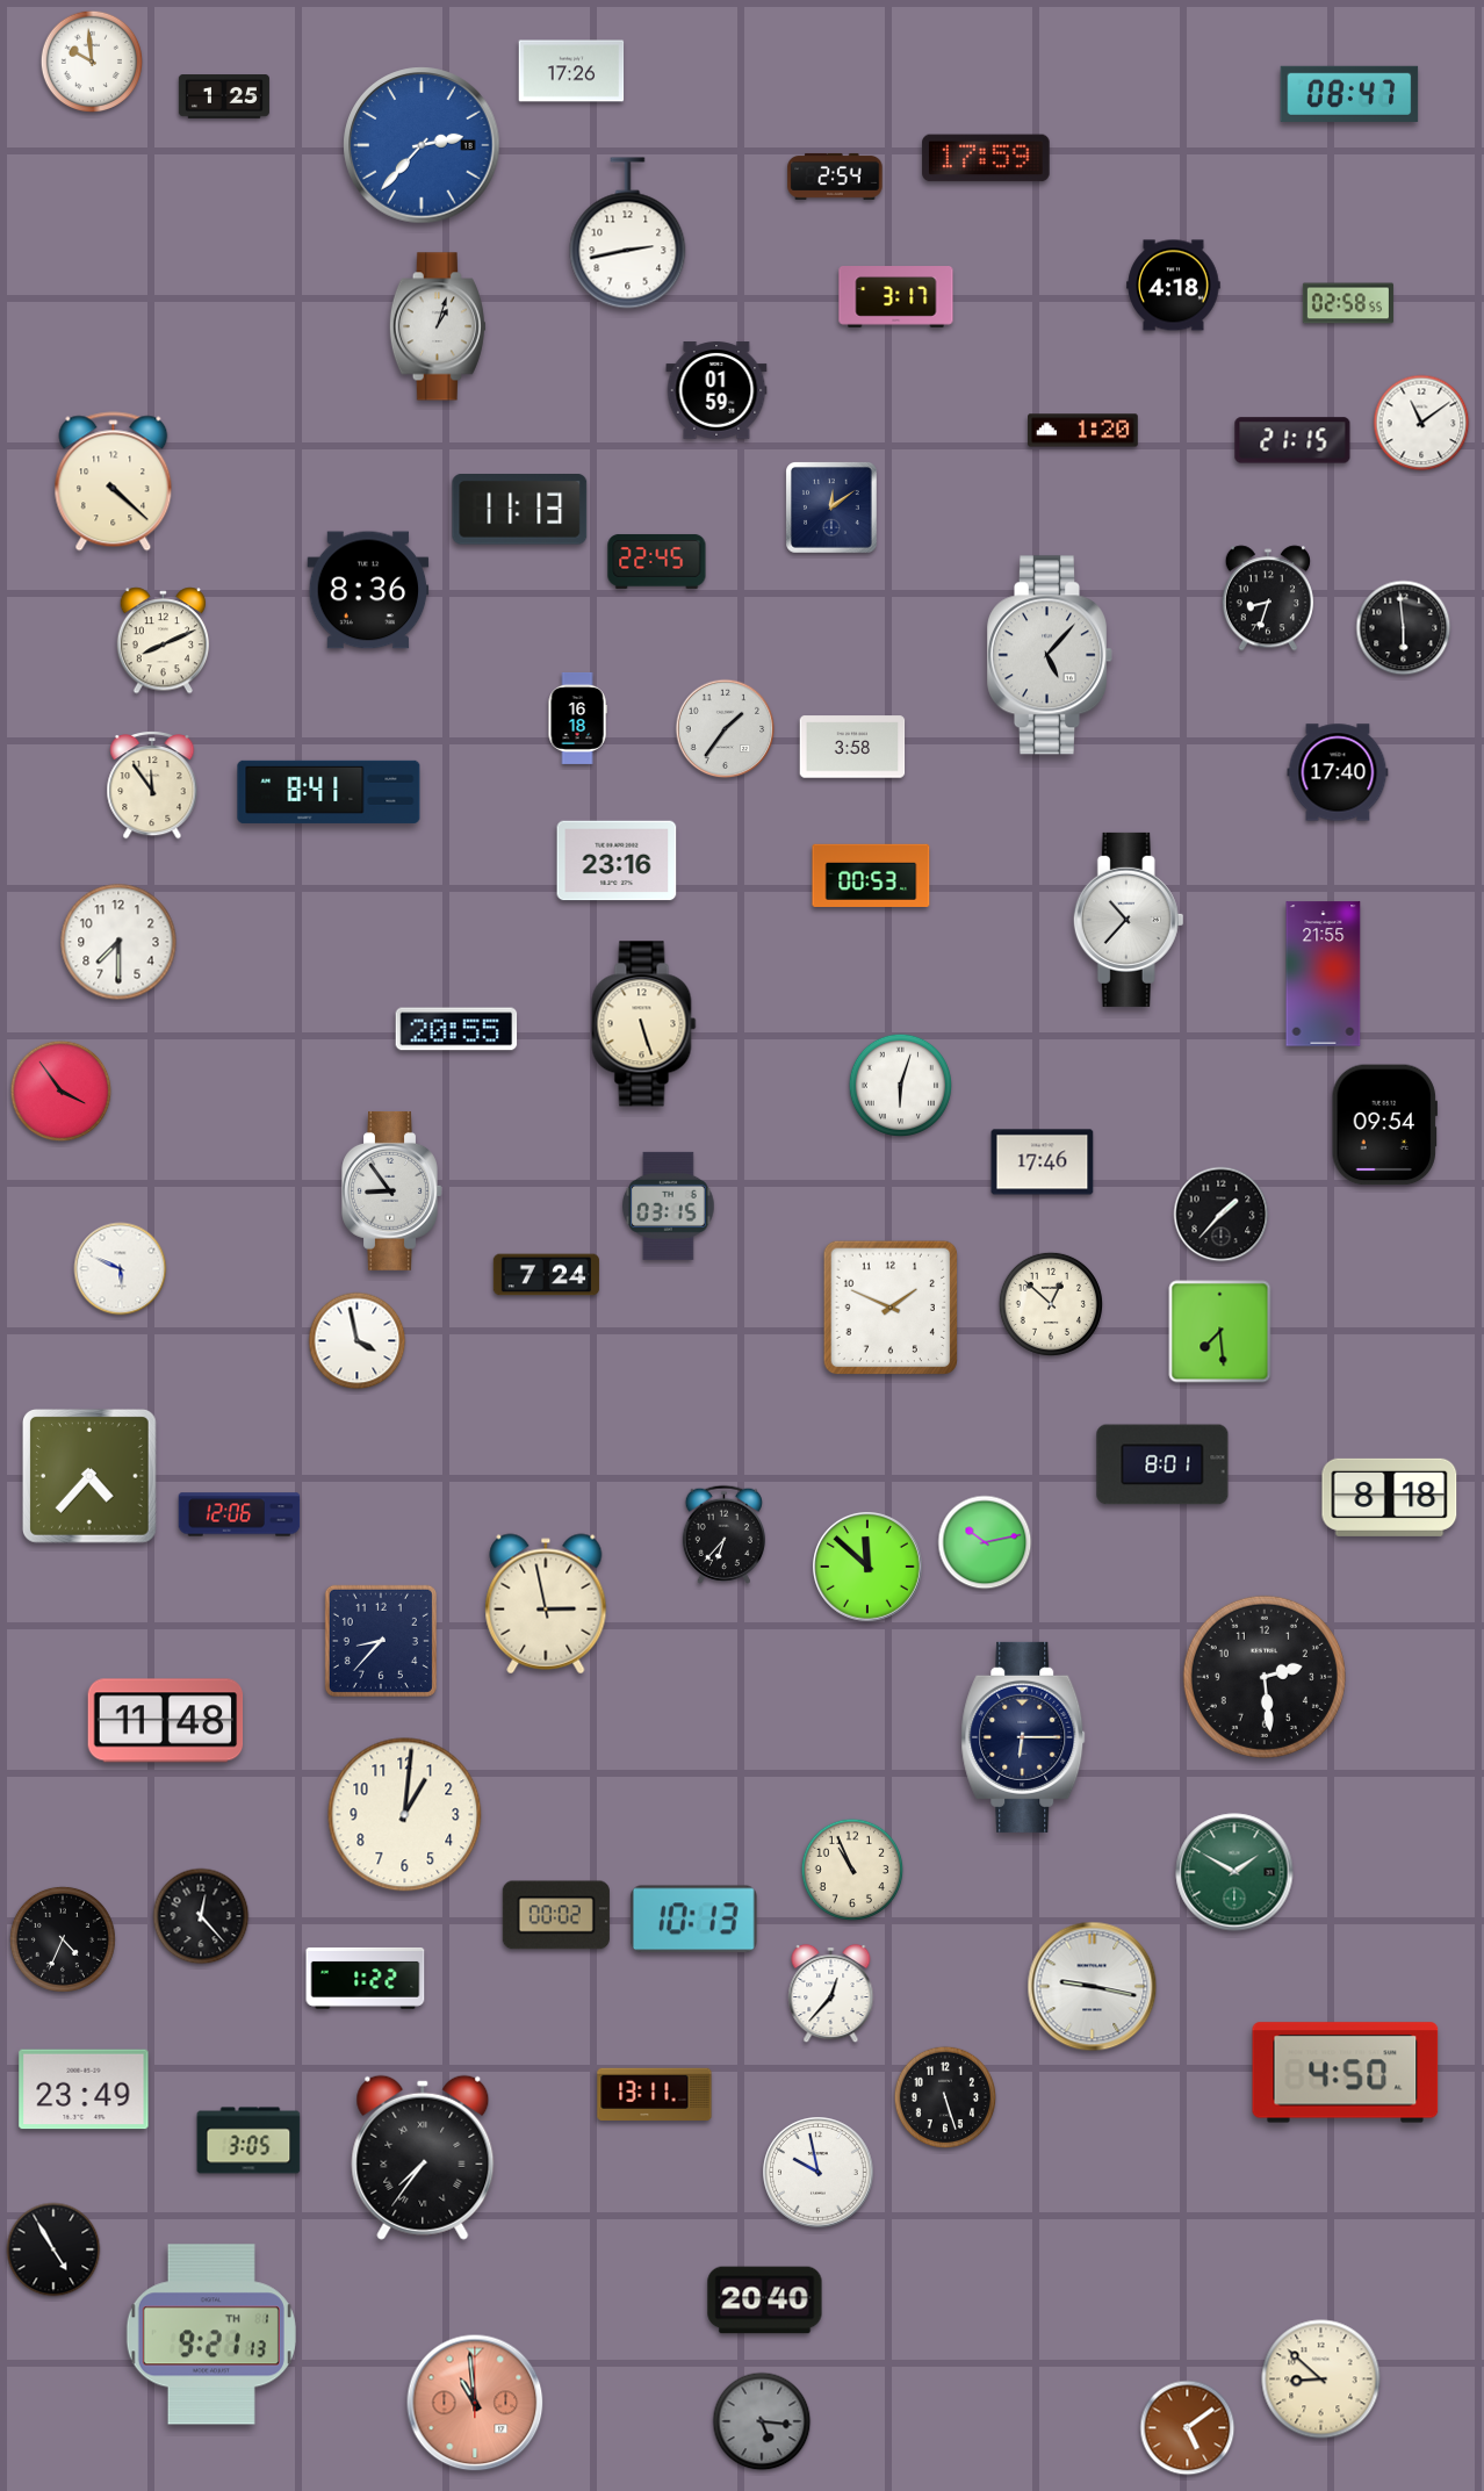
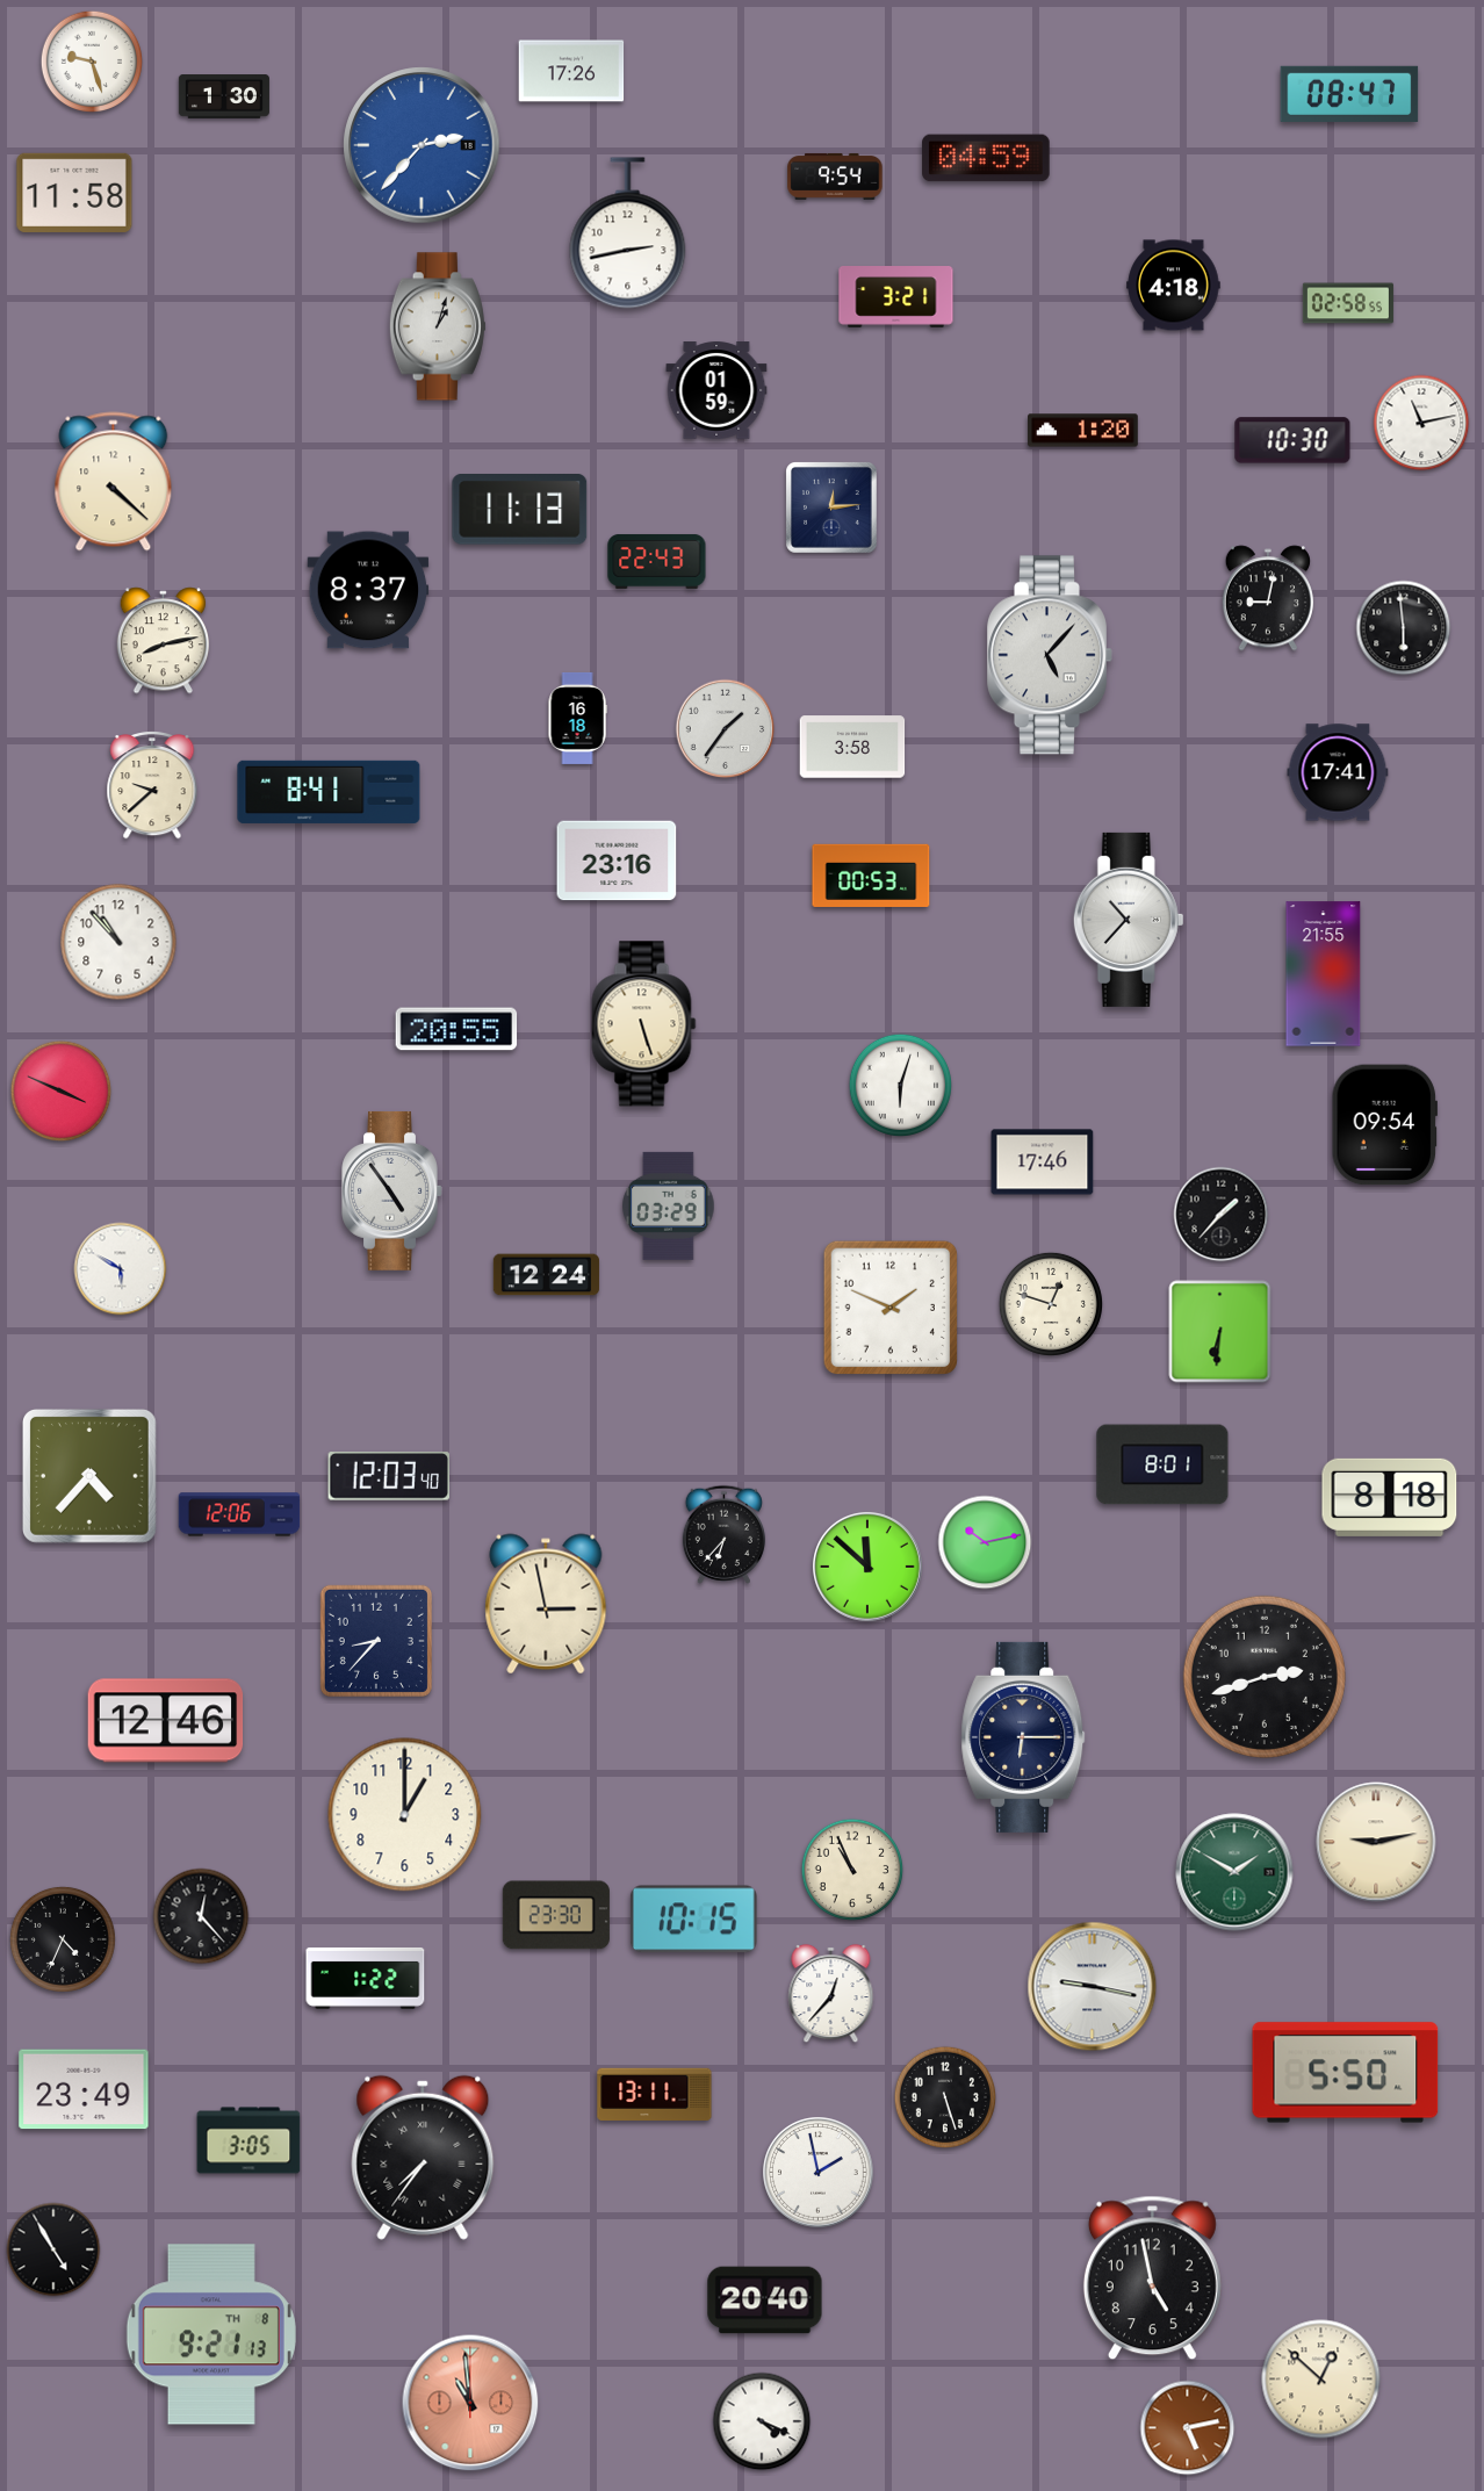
clock at (92, 62): 9:59 -> 9:27
clock at (224, 98): 1:25 -> 1:30
clock at (986, 158): 17:59 -> 04:59
clock at (835, 177): 2:54 -> 9:54
clock at (74, 193): none -> 11:58
clock at (896, 297): 3:17 -> 3:21
clock at (1421, 423): 11:09 -> 11:13
clock at (1292, 440): 21:15 -> 10:30
clock at (833, 509): 12:09 -> 12:14
clock at (657, 562): 22:45 -> 22:43
clock at (368, 590): 8:36 -> 8:37
clock at (1268, 598): 8:33 -> 9:02
clock at (164, 641): 8:11 -> 8:13
clock at (1338, 772): 17:40 -> 17:41
clock at (152, 785): 11:54 -> 9:38
clock at (118, 942): 7:30 -> 10:53
clock at (62, 1092): 3:54 -> 3:49
clock at (392, 1190): 8:54 -> 4:54
clock at (669, 1205): 03:15 -> 03:29
clock at (121, 1269): 5:49 -> 5:50
clock at (547, 1275): 7:24 -> 12:24
clock at (1051, 1304): 12:52 -> 12:48
clock at (1220, 1332): 7:29 -> 6:31
clock at (358, 1341): 3:58 -> none
clock at (388, 1477): none -> 12:03
clock at (381, 1641) position: (381, 1641) -> (376, 1641)
clock at (1265, 1677): 2:29 -> 2:42
clock at (166, 1721): 11:48 -> 12:46
clock at (405, 1815): 1:01 -> 1:00
clock at (1376, 1842): none -> 9:13
clock at (556, 1915): 00:02 -> 23:30
clock at (693, 1920): 10:13 -> 10:15
clock at (1346, 2073): 4:50 -> 5:50
clock at (819, 2173): 9:58 -> 1:58
clock at (1152, 2278): none -> 4:58
clock at (211, 2334) date: TH 1 -> TH 8
clock at (1321, 2380): 8:52 -> 12:52
clock at (475, 2403) position: (475, 2403) -> (470, 2403)
clock at (762, 2421): 5:16 -> 4:19
clock at (762, 2421) dial: grey -> white
clock at (1188, 2428): 5:09 -> 5:13
